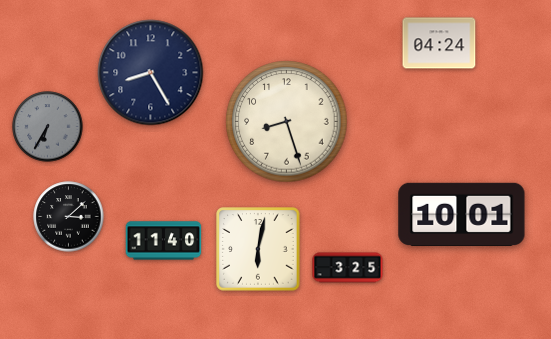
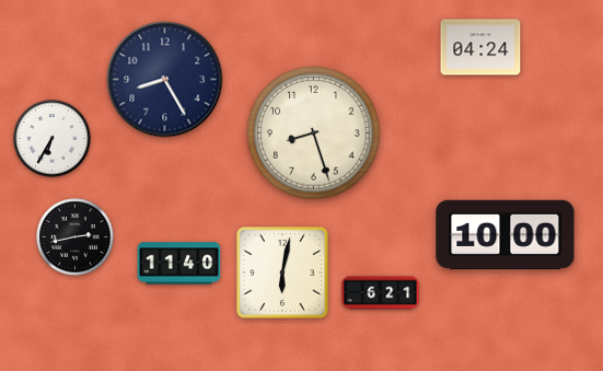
clock at (48, 127) dial: grey -> white
clock at (462, 214): 10:01 -> 10:00
clock at (69, 217): 3:08 -> 2:43
clock at (348, 268): 3:25 -> 6:21
